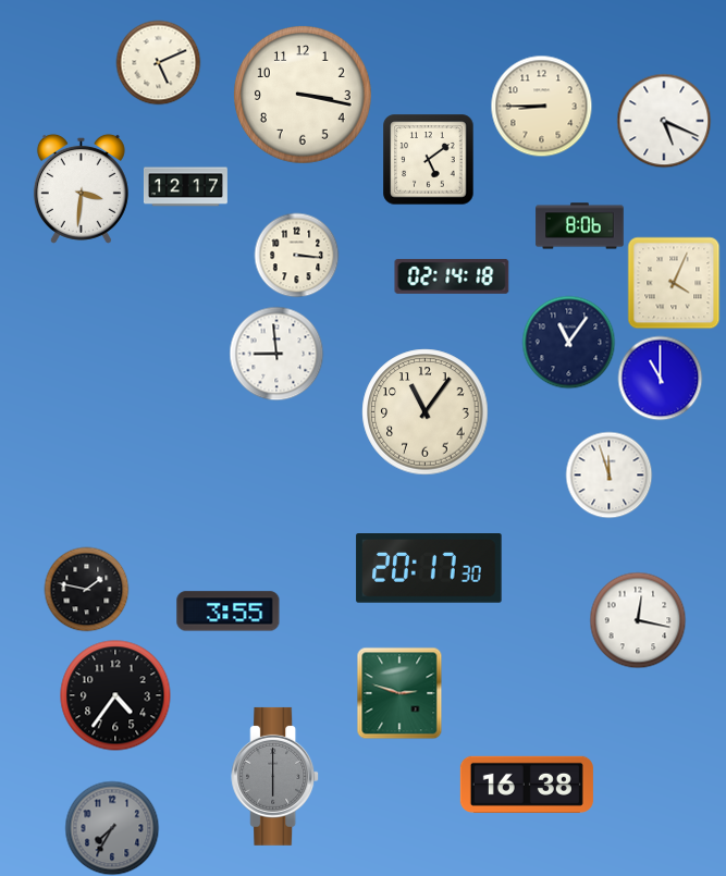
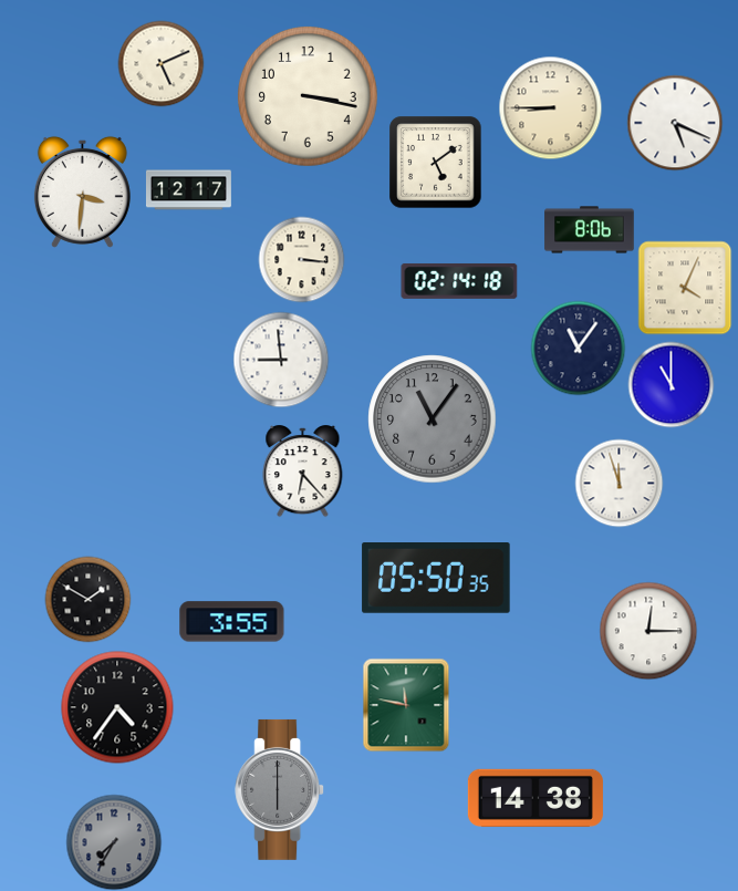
clock at (426, 412) dial: cream -> grey
clock at (303, 472): none -> 6:23
clock at (429, 569): 20:17 -> 05:50
clock at (86, 589): 1:47 -> 1:50
clock at (638, 620): 12:17 -> 12:15
clock at (399, 693): 2:48 -> 11:47
clock at (527, 785): 16:38 -> 14:38
